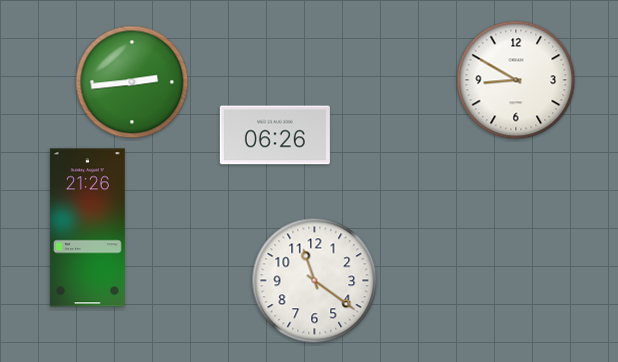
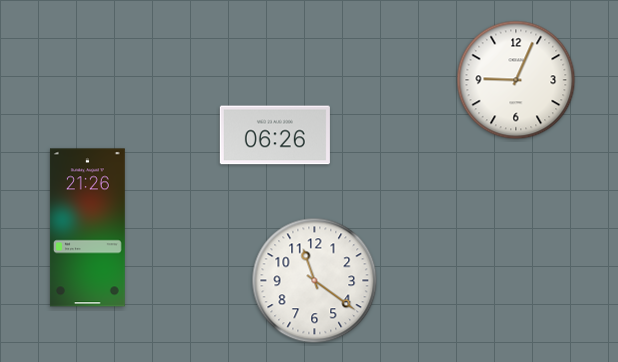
clock at (516, 80): 8:50 -> 9:04
clock at (132, 82): 2:44 -> none
